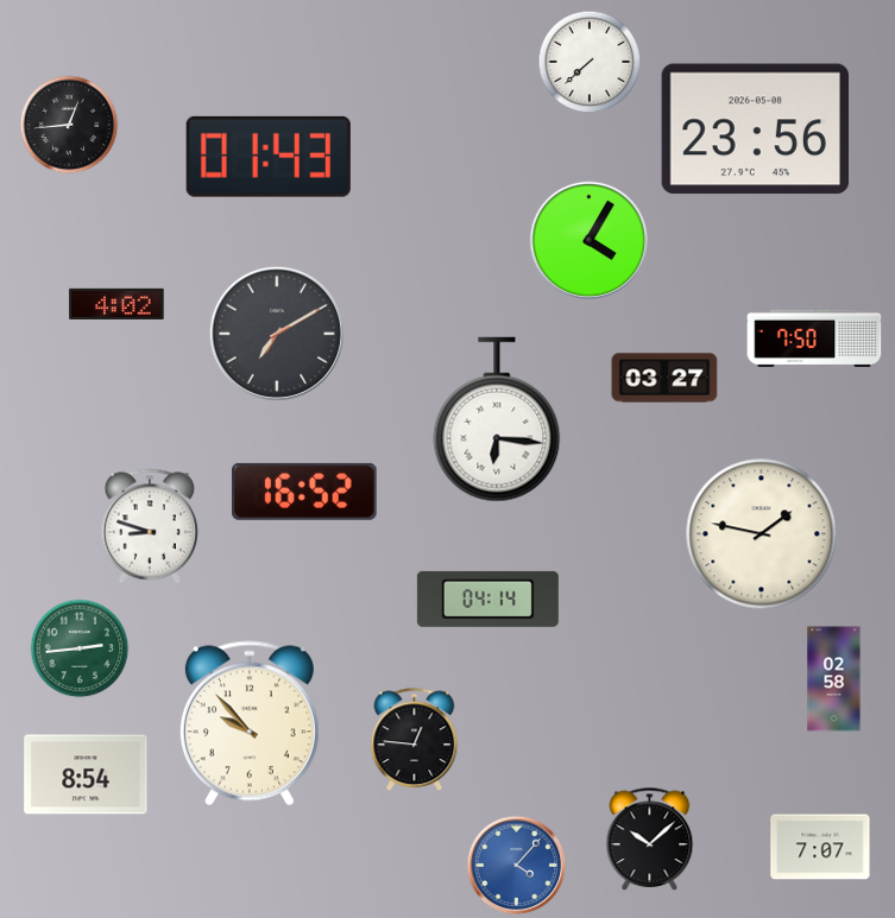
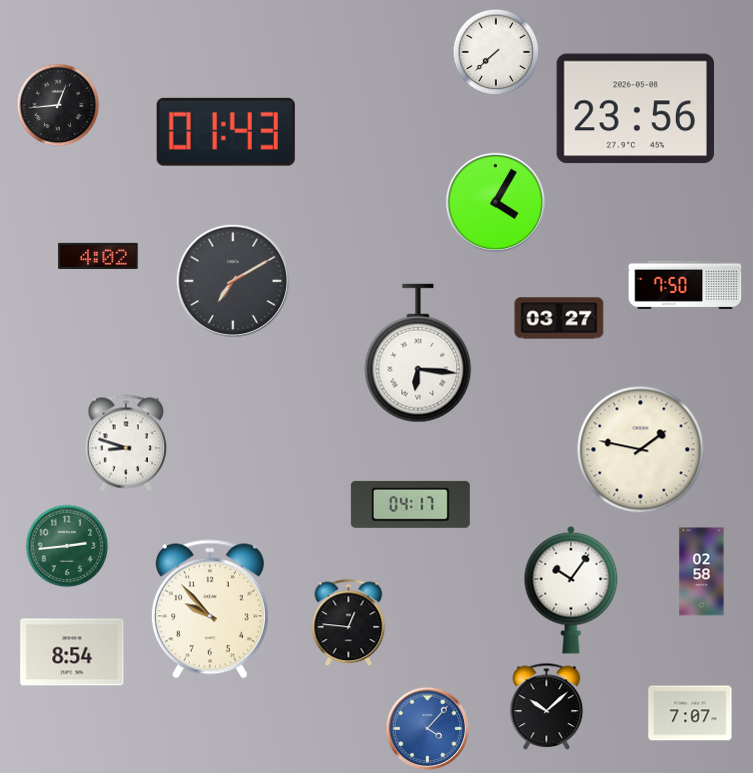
clock at (305, 492): 16:52 -> none
clock at (487, 599): 04:14 -> 04:17
clock at (571, 590): none -> 10:06
clock at (517, 866) position: (517, 866) -> (428, 729)
